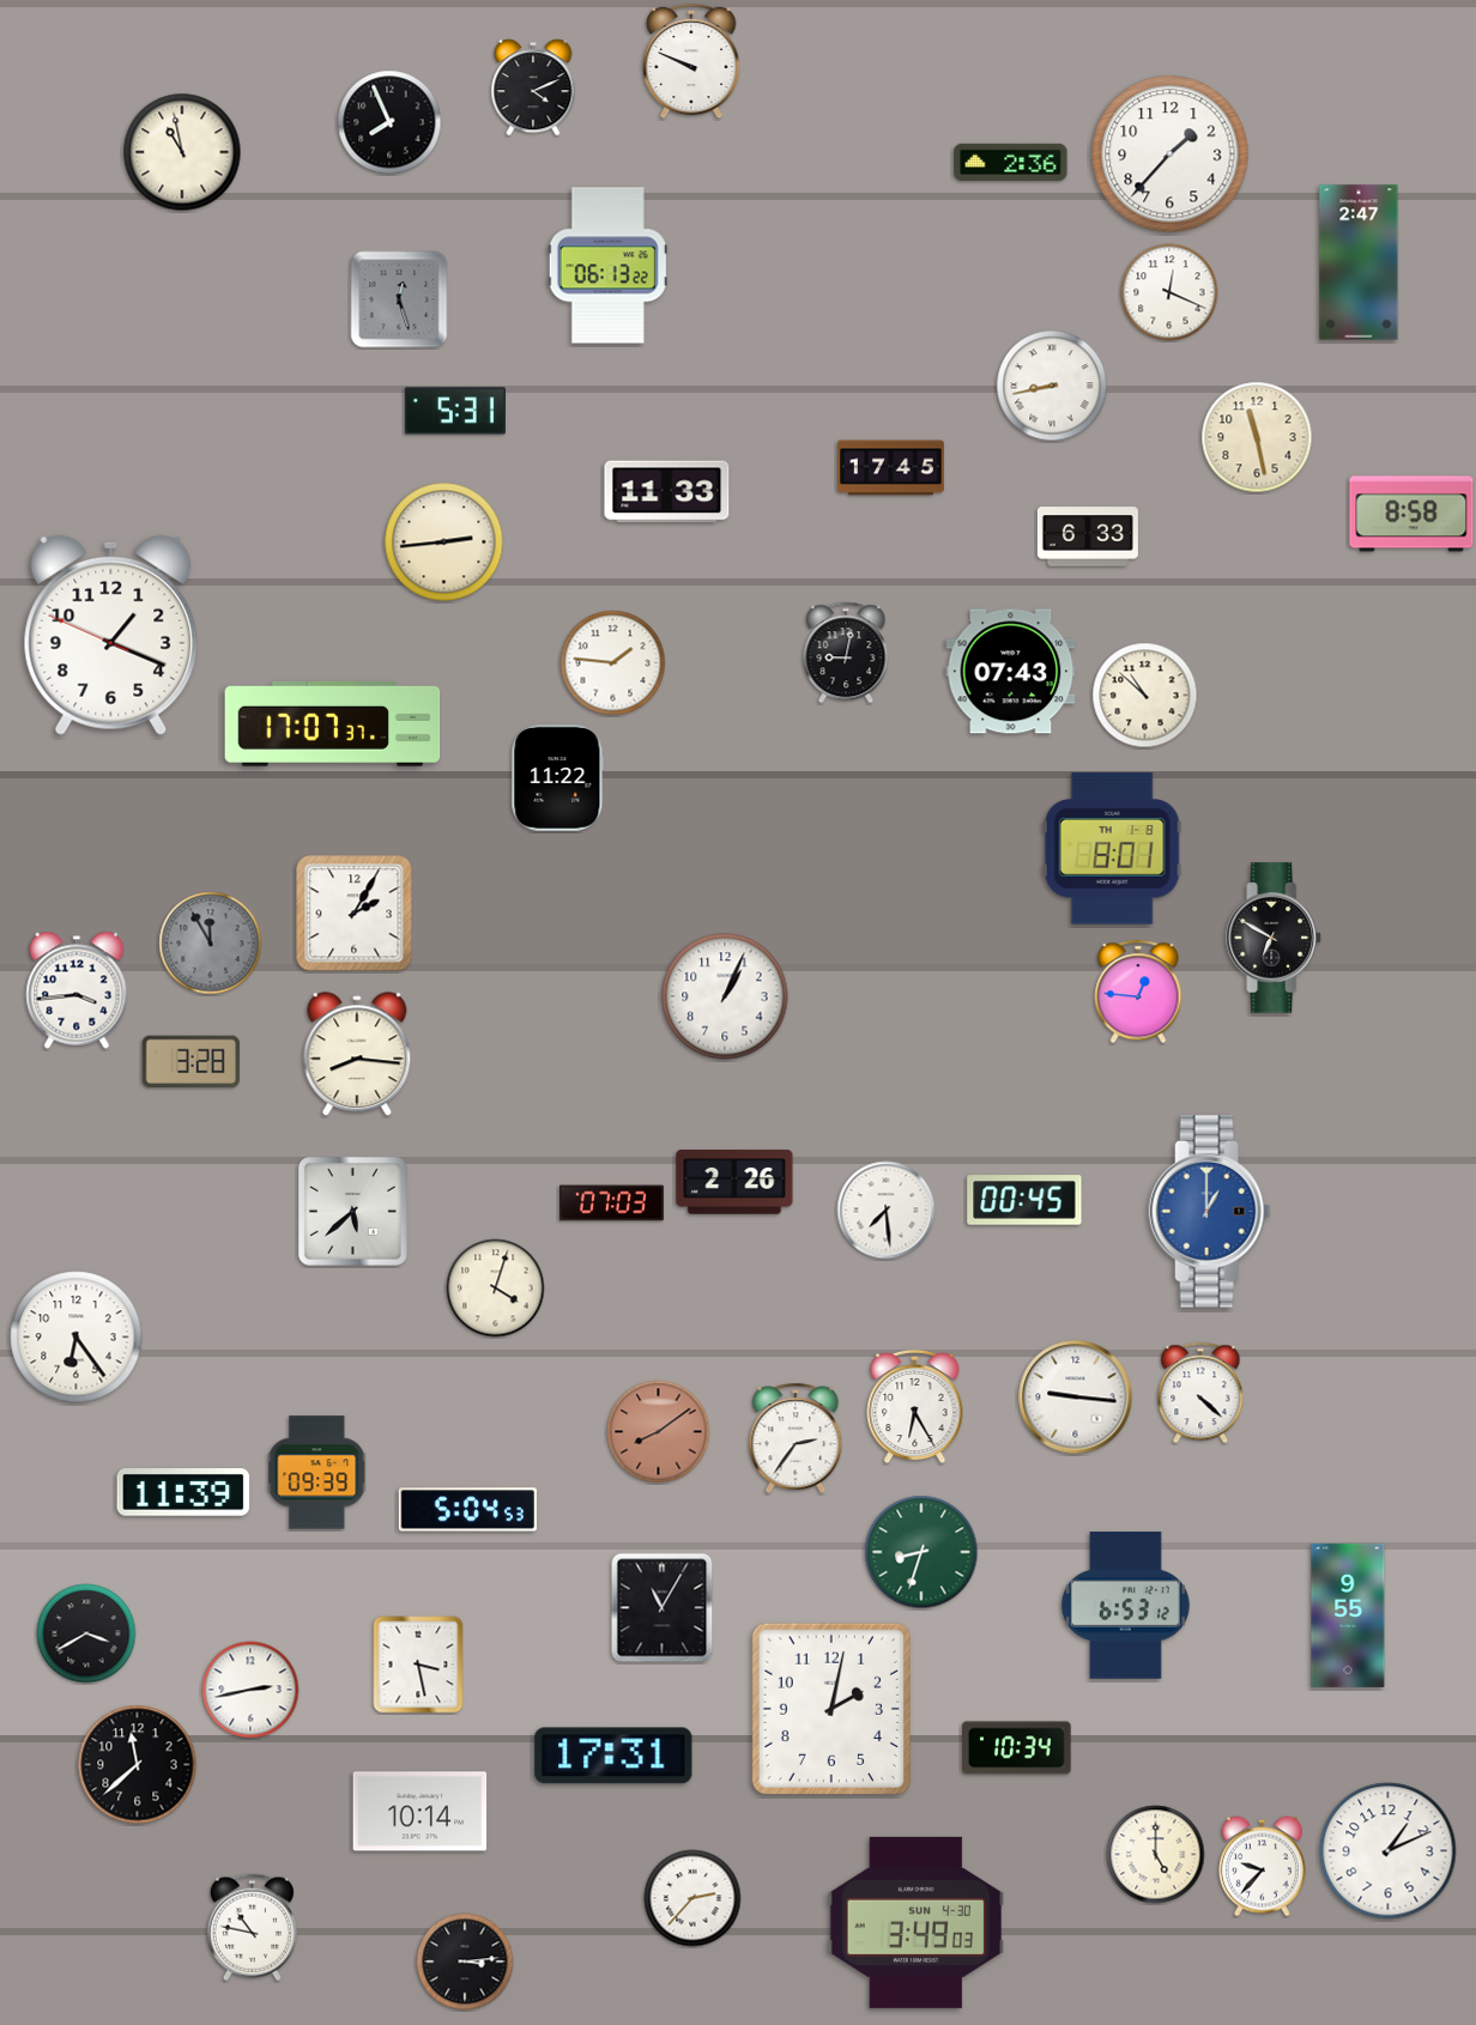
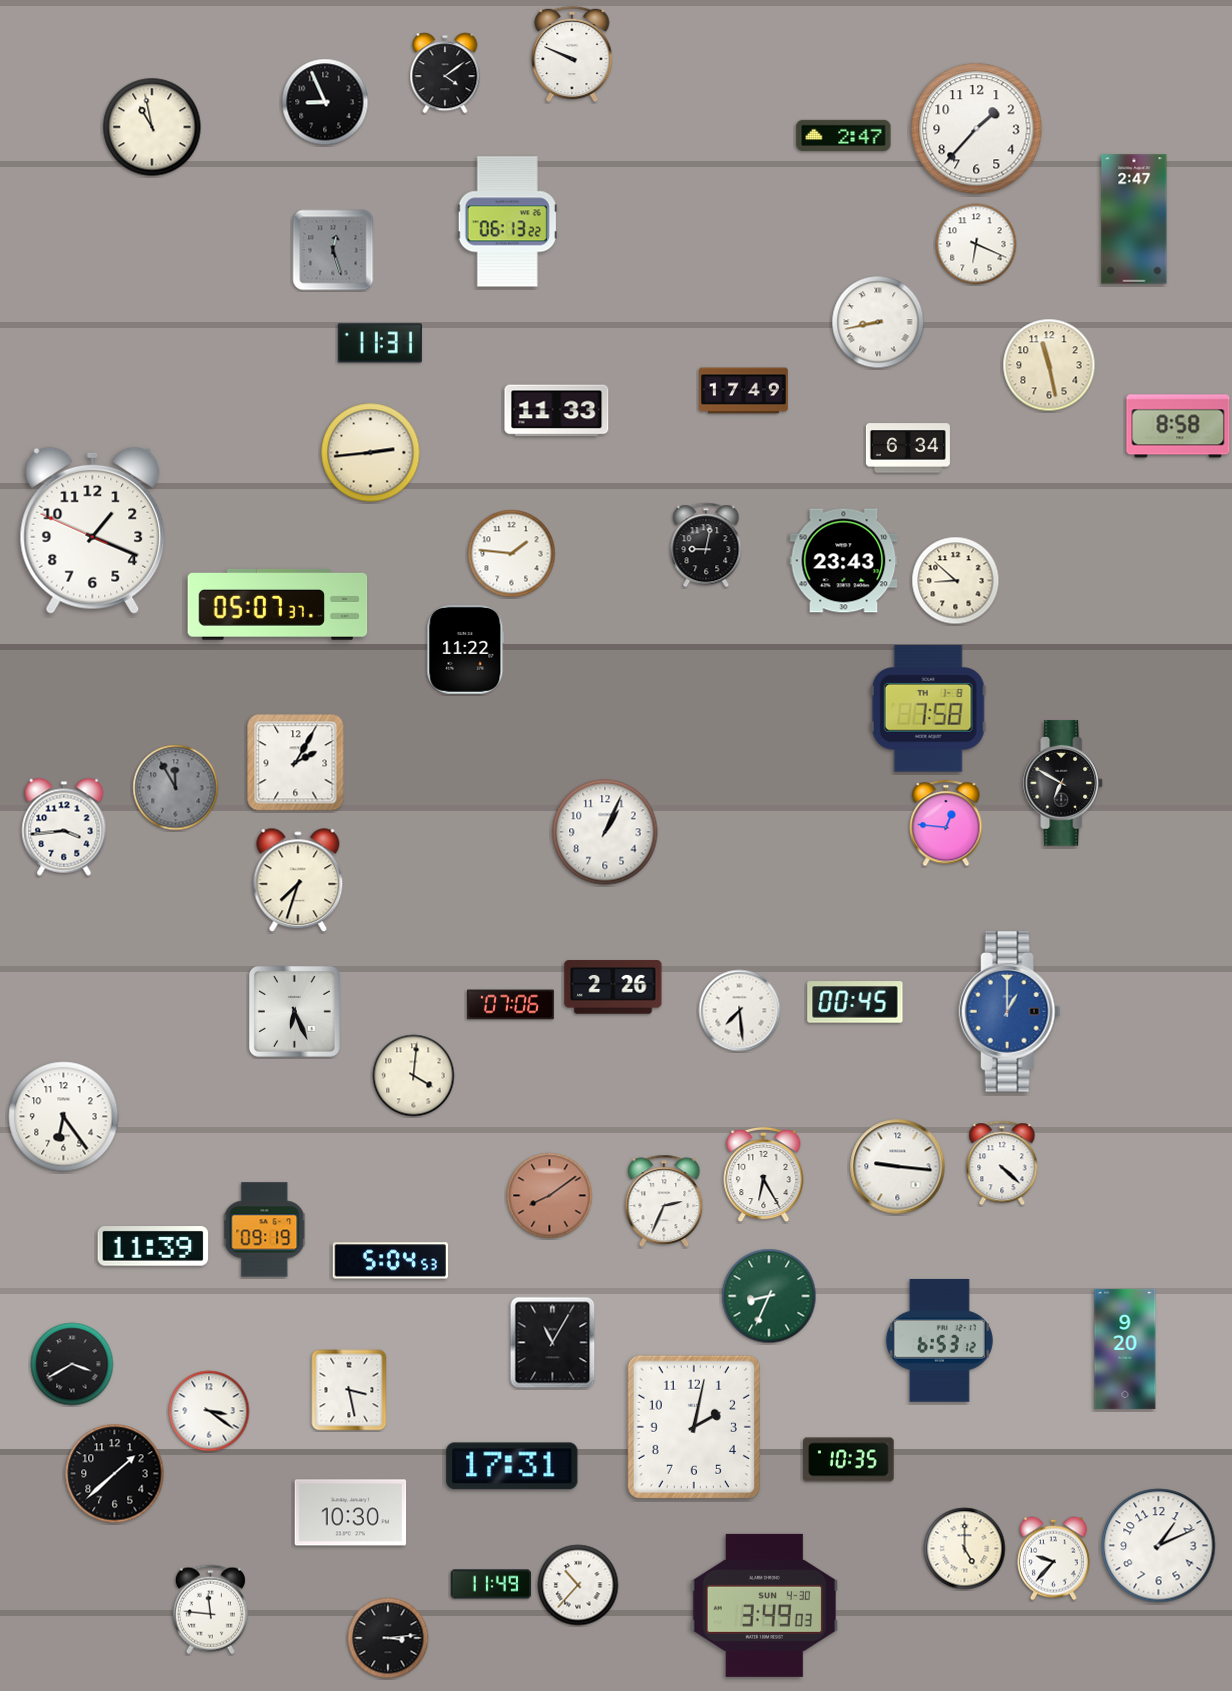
clock at (691, 61) position: (691, 61) -> (572, 54)
clock at (533, 87): 4:11 -> 4:09
clock at (389, 122): 7:56 -> 8:56
clock at (1011, 162): 2:36 -> 2:47
clock at (1169, 292): 12:19 -> 6:19
clock at (455, 411): 5:31 -> 11:31
clock at (891, 468): 17:45 -> 17:49
clock at (1411, 514) position: (1411, 514) -> (1178, 426)
clock at (1088, 536): 6:33 -> 6:34
clock at (1011, 672): 07:43 -> 23:43
clock at (1145, 696): 10:52 -> 8:52
clock at (333, 723): 17:07 -> 05:07
clock at (1112, 849): 8:01 -> 7:58
clock at (1138, 992) position: (1138, 992) -> (946, 823)
clock at (357, 1055): 8:16 -> 7:33
clock at (190, 1061): 3:28 -> none
clock at (611, 1204): 07:03 -> 07:06
clock at (352, 1211): 5:38 -> 6:26
clock at (496, 1289): 4:03 -> 4:01
clock at (796, 1438): 2:36 -> 2:34
clock at (317, 1473): 09:39 -> 09:19
clock at (921, 1552): 8:33 -> 8:34
clock at (1348, 1615): 9:55 -> 9:20
clock at (250, 1690): 2:43 -> 3:21
clock at (1017, 1748): 10:34 -> 10:35
clock at (138, 1765): 11:38 -> 1:38
clock at (421, 1812): 10:14 -> 10:30
clock at (491, 1584): none -> 11:49
clock at (692, 1898): 2:37 -> 10:37
clock at (252, 1928): 10:47 -> 11:46
